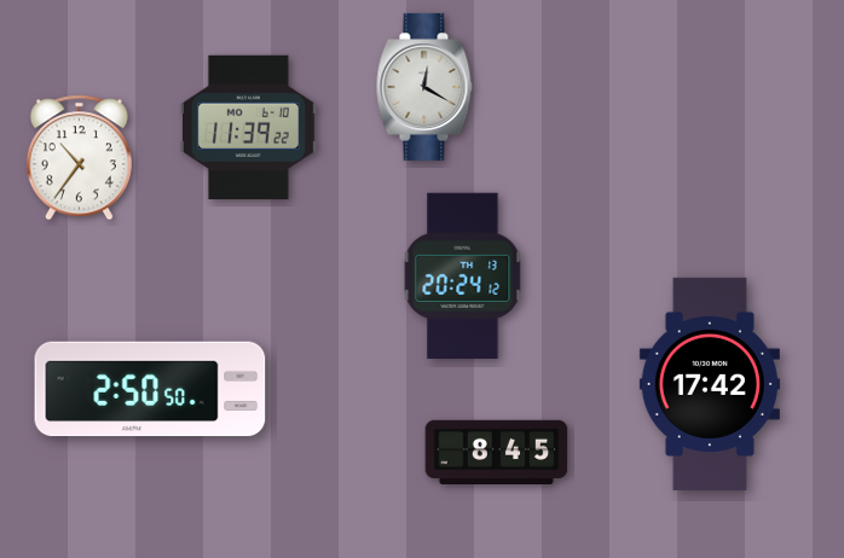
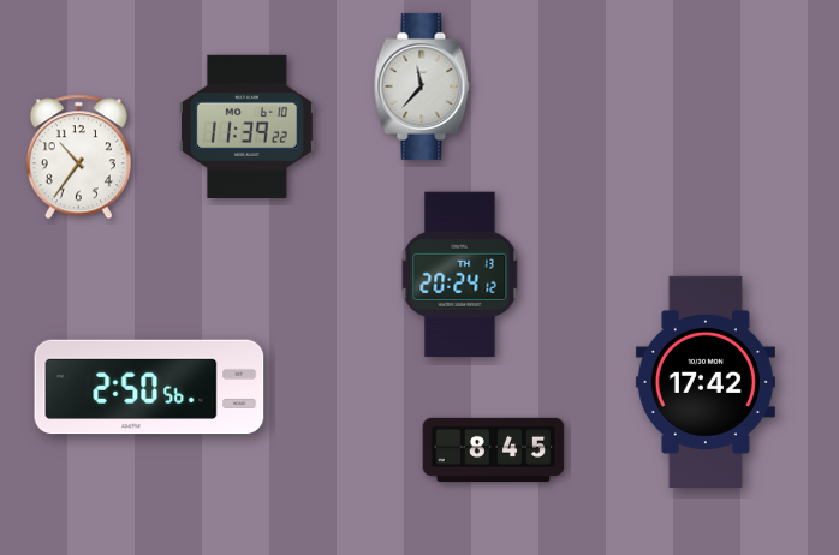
clock at (424, 87): 12:20 -> 11:37
clock at (150, 389): 2:50:50 -> 2:50:56
